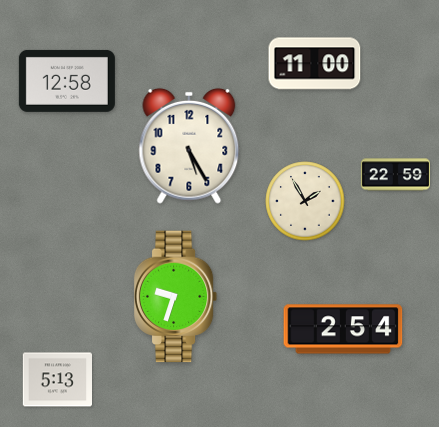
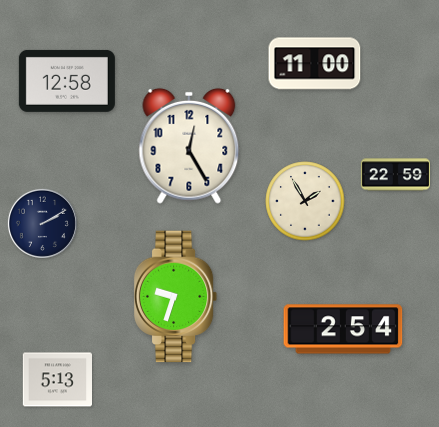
clock at (189, 146): 5:25 -> 12:25
clock at (42, 223): none -> 2:10
